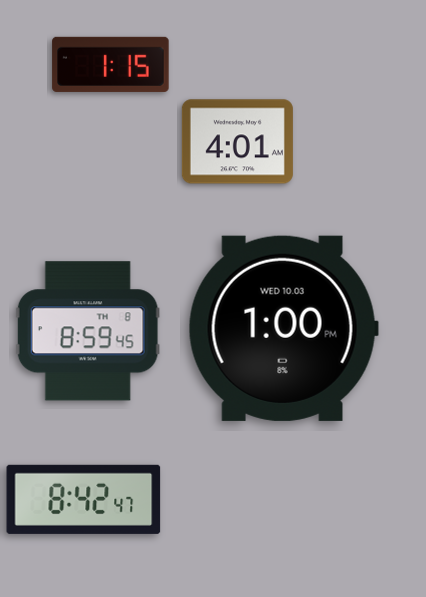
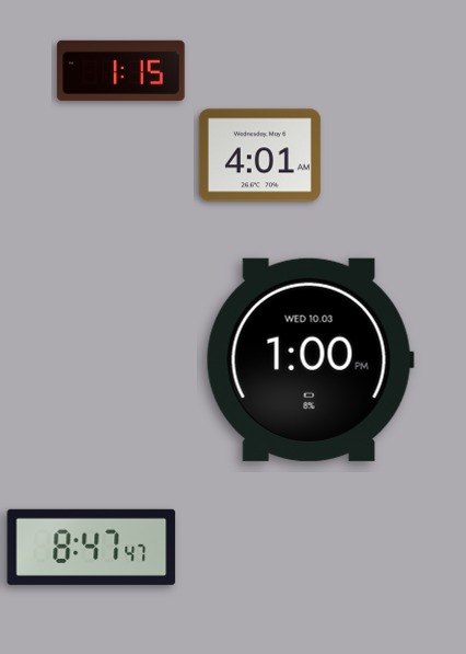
clock at (88, 331): 8:59 -> none
clock at (84, 499): 8:42 -> 8:47
